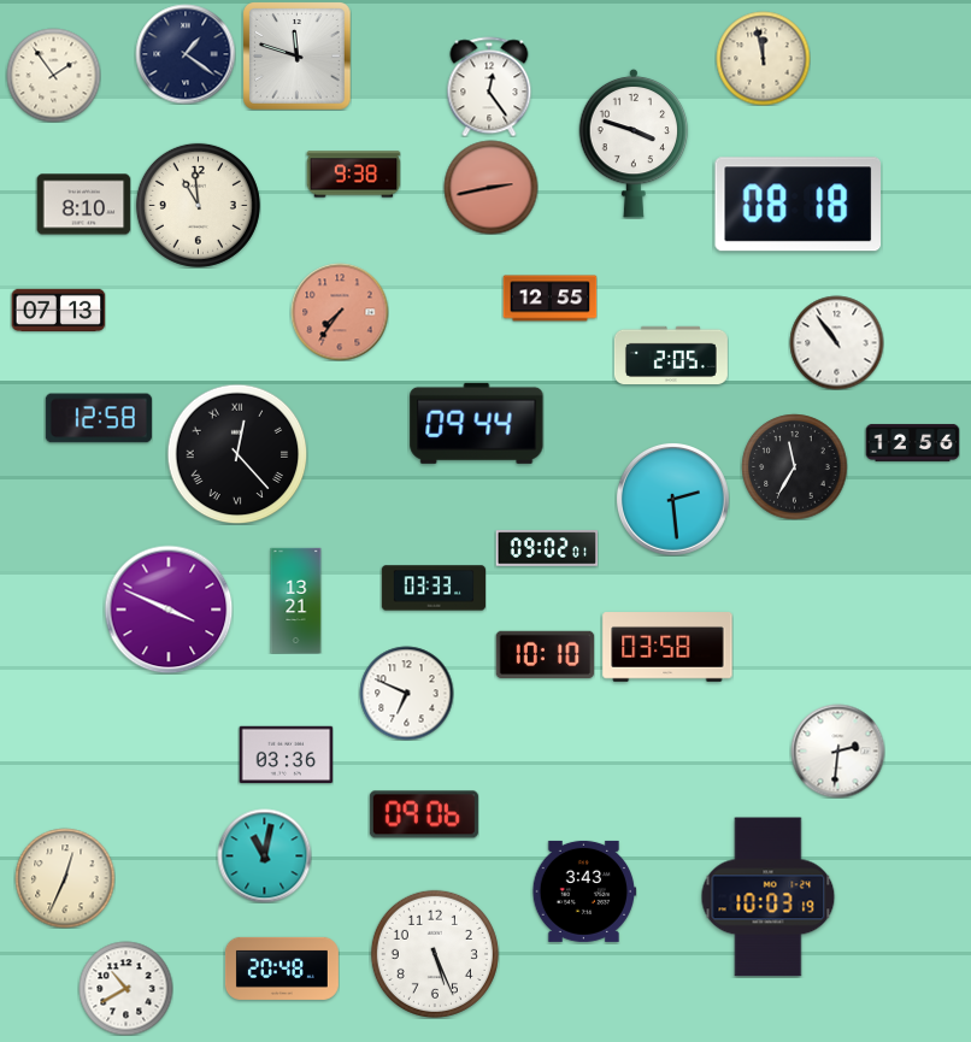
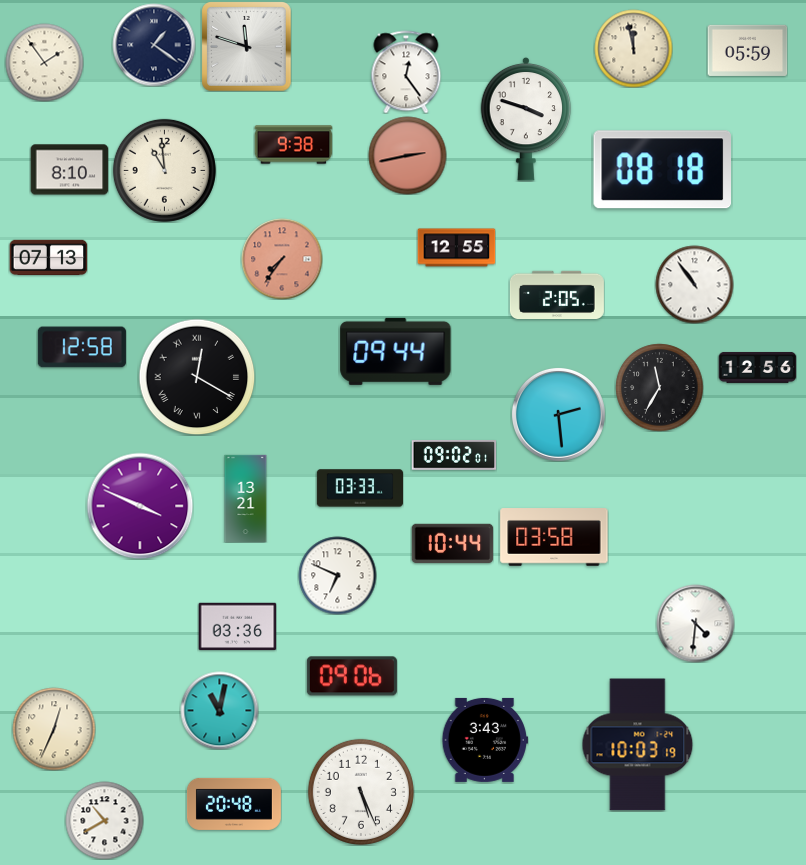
clock at (747, 50): none -> 05:59
clock at (237, 454): 12:23 -> 12:20
clock at (545, 655): 10:10 -> 10:44
clock at (837, 750): 2:31 -> 4:31
